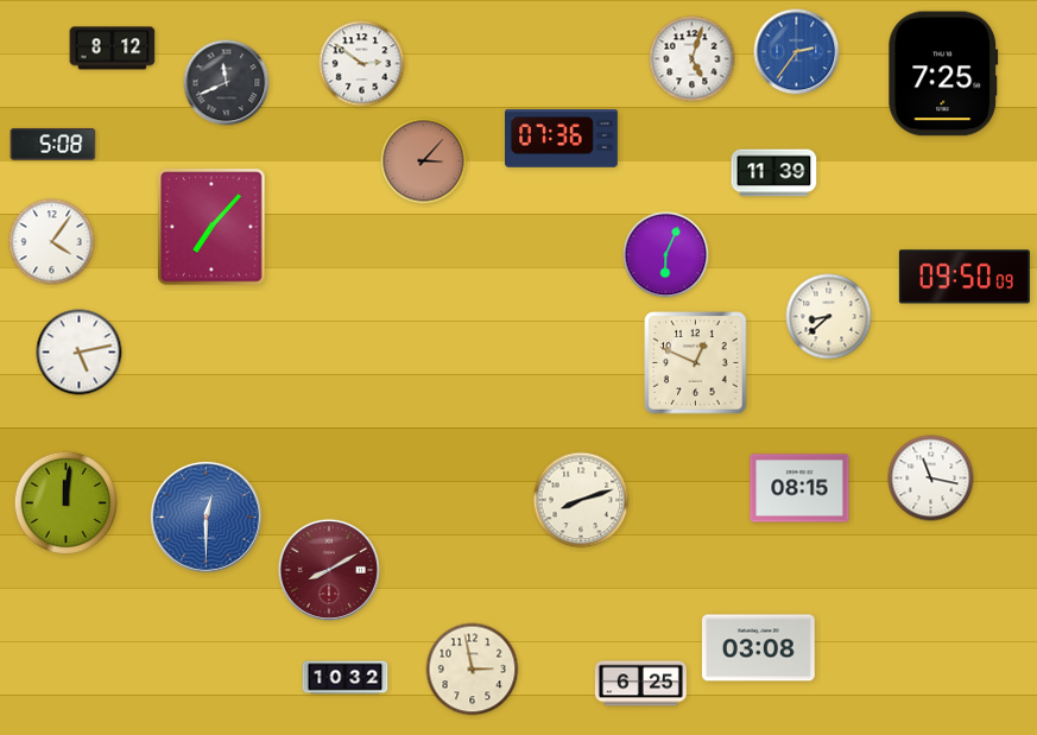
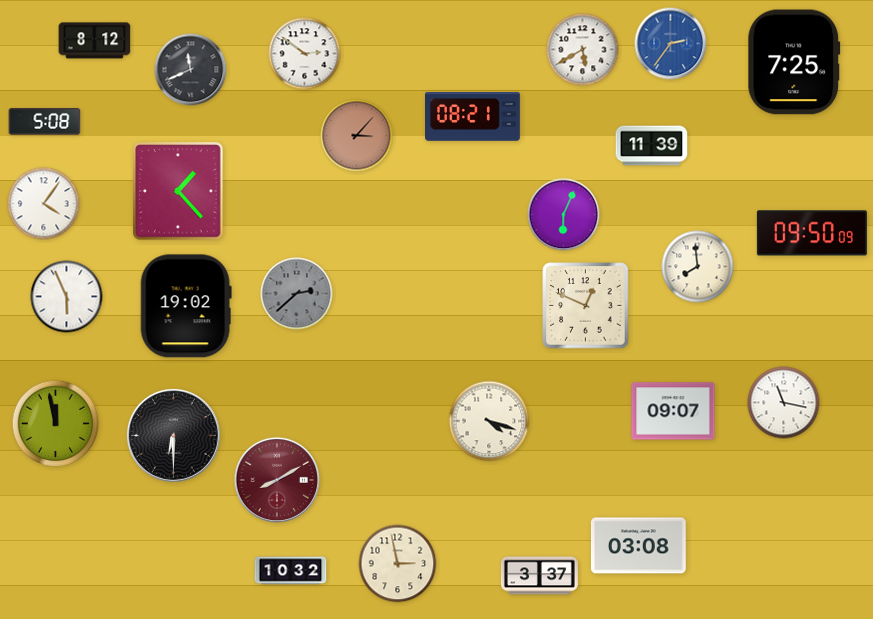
clock at (693, 59): 5:03 -> 5:40
clock at (562, 139): 07:36 -> 08:21
clock at (211, 227): 7:07 -> 1:23
clock at (666, 255) position: (666, 255) -> (564, 215)
clock at (829, 317): 8:38 -> 7:59
clock at (297, 294): none -> 2:38
clock at (80, 353): 5:13 -> 5:56
clock at (186, 306): none -> 19:02
clock at (799, 488): 08:15 -> 09:07
clock at (581, 500): 8:12 -> 4:18
clock at (67, 503): 12:01 -> 11:58
clock at (205, 517): 12:30 -> 6:30
clock at (205, 517) dial: blue -> black
clock at (640, 684): 6:25 -> 3:37
